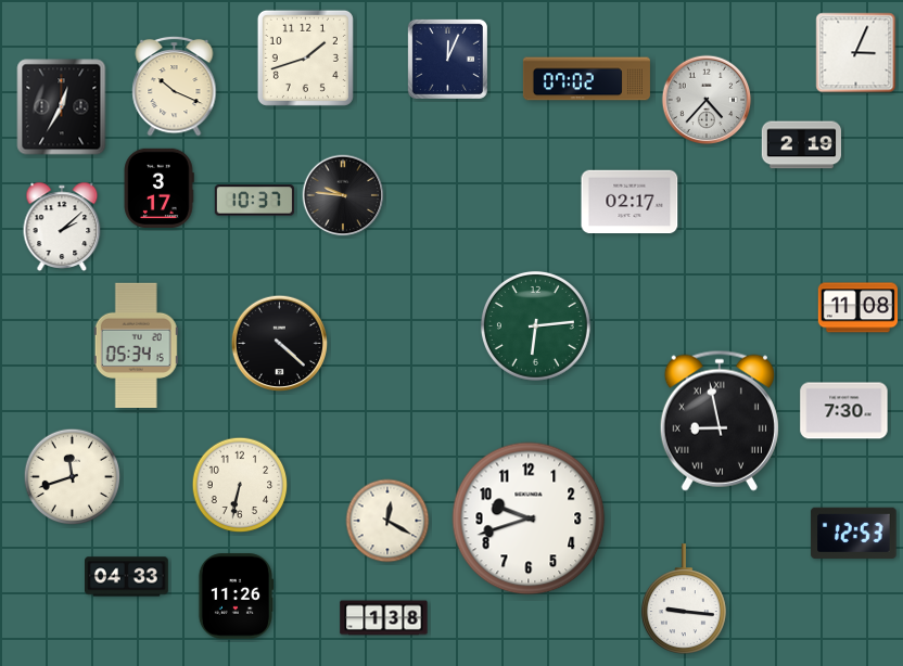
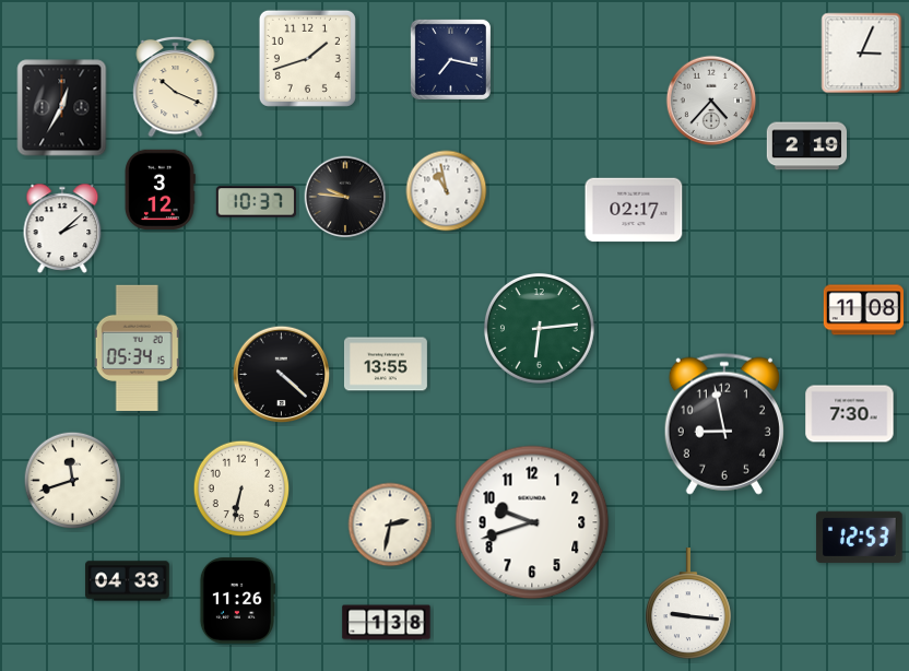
clock at (447, 59): 12:04 -> 7:17
clock at (586, 79): 07:02 -> none
clock at (158, 188): 3:17 -> 3:12
clock at (447, 191): none -> 10:58
clock at (629, 202) position: (629, 202) -> (634, 210)
clock at (280, 344) position: (280, 344) -> (282, 375)
clock at (386, 364): none -> 13:55
clock at (720, 421) numerals: Roman -> Arabic
clock at (387, 521): 12:20 -> 2:32
